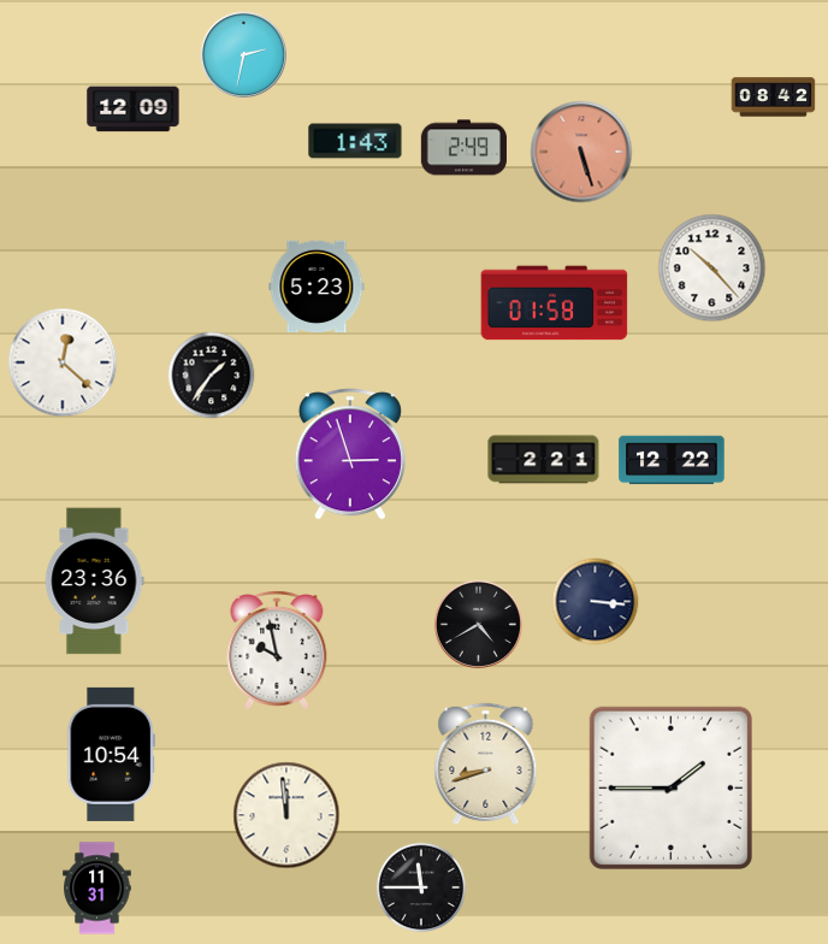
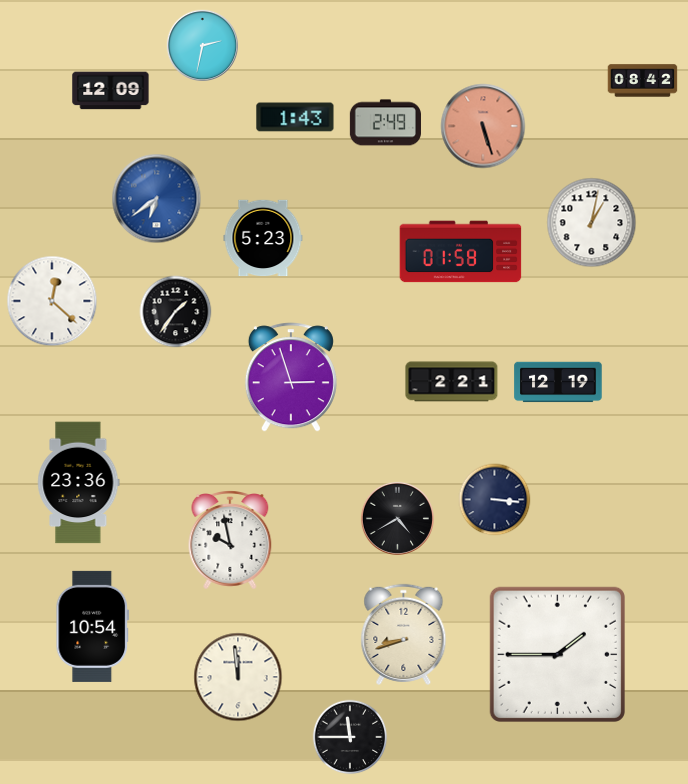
clock at (157, 199): none -> 6:39
clock at (712, 269): 10:23 -> 1:02
clock at (672, 460): 12:22 -> 12:19
clock at (97, 889): 11:31 -> none
